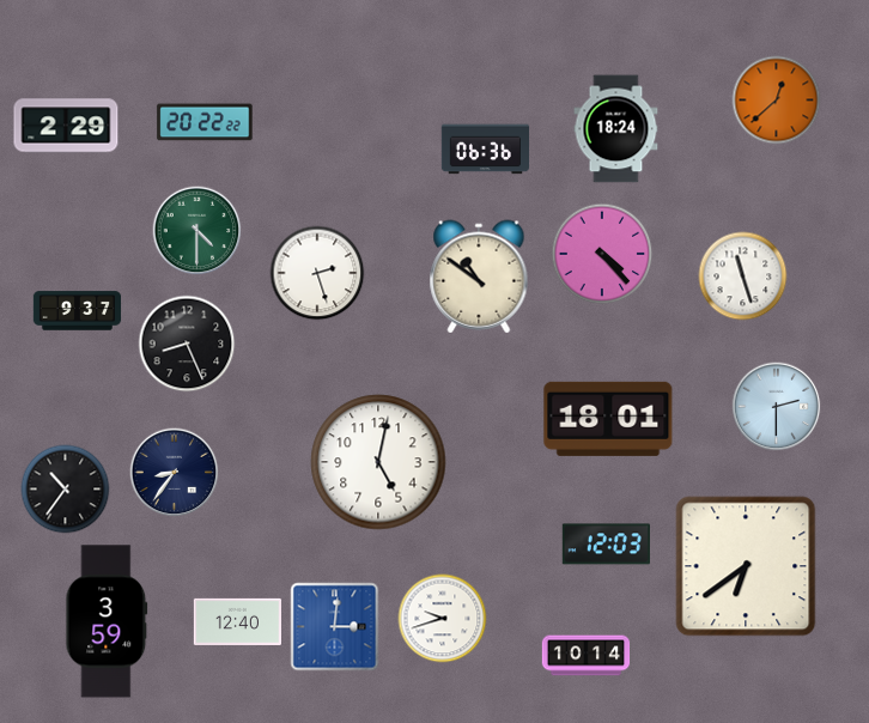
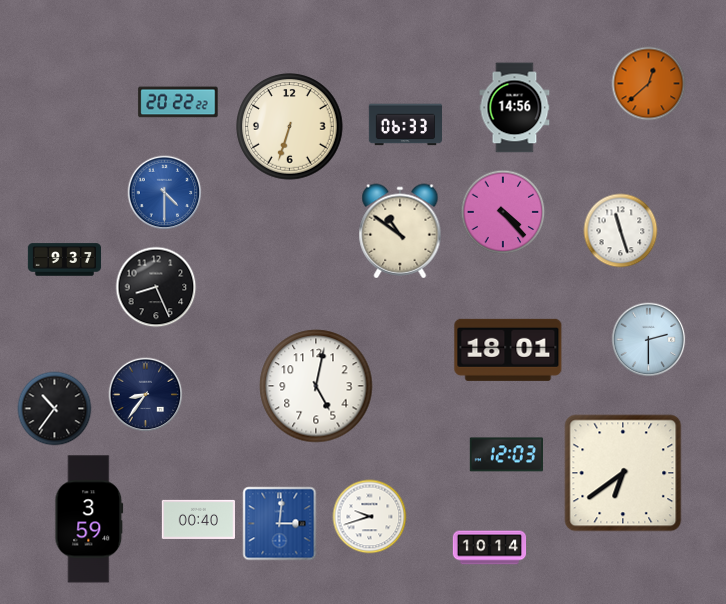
clock at (205, 122) position: (205, 122) -> (178, 102)
clock at (66, 126): 2:29 -> none
clock at (616, 129): 18:24 -> 14:56
clock at (485, 150): 06:36 -> 06:33
clock at (290, 127): none -> 6:33
clock at (197, 231) dial: green -> blue
clock at (317, 273): 2:27 -> none
clock at (237, 621): 12:40 -> 00:40
